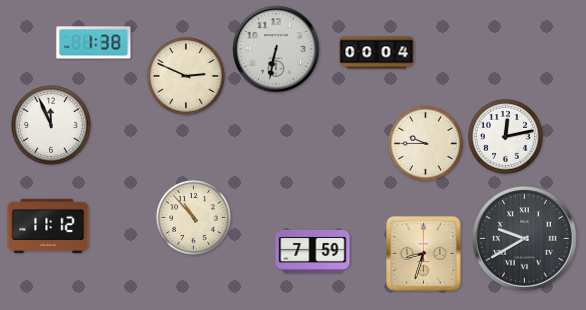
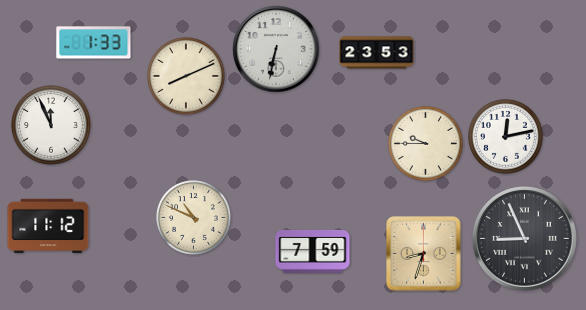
clock at (94, 43): 1:38 -> 1:33
clock at (377, 53): 00:04 -> 23:53
clock at (187, 77): 2:49 -> 8:11
clock at (193, 217): 10:53 -> 10:49
clock at (525, 239): 9:40 -> 8:56
